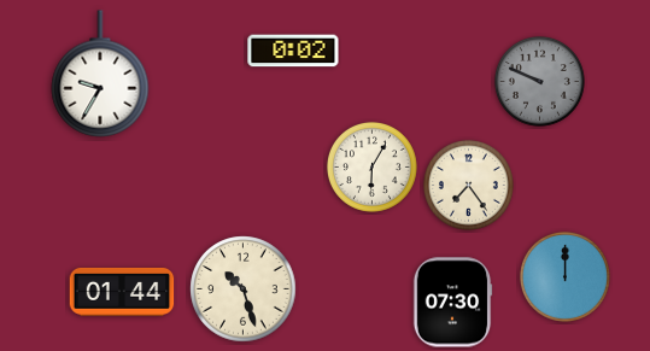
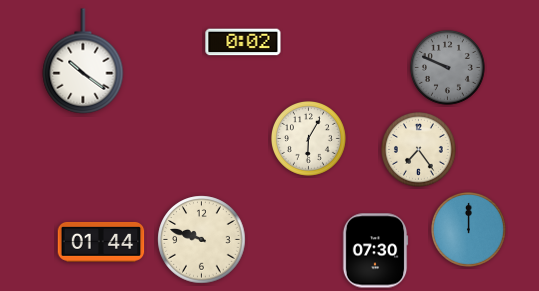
clock at (100, 74): 9:35 -> 10:21
clock at (468, 185) position: (468, 185) -> (418, 149)
clock at (244, 289): 10:27 -> 9:48
